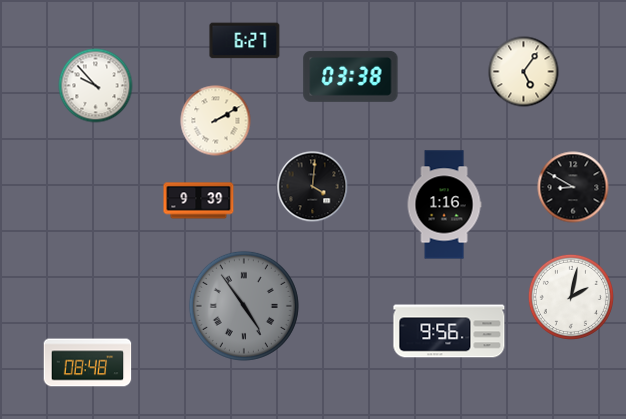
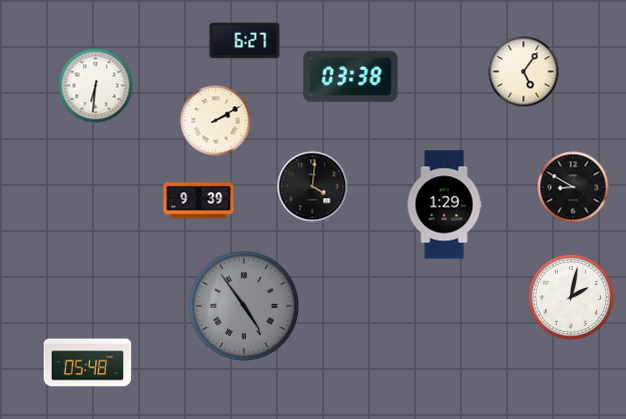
clock at (96, 86): 9:53 -> 6:31
clock at (444, 205): 1:16 -> 1:29
clock at (449, 331): 9:56 -> none
clock at (88, 363): 08:48 -> 05:48
